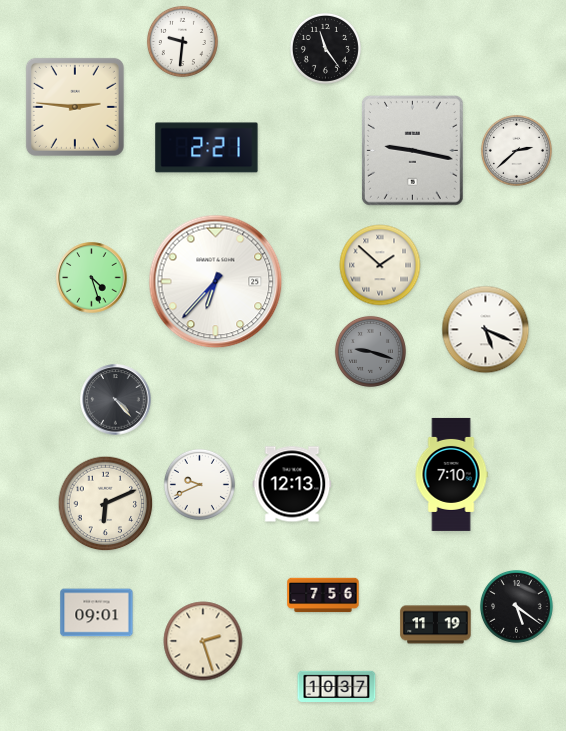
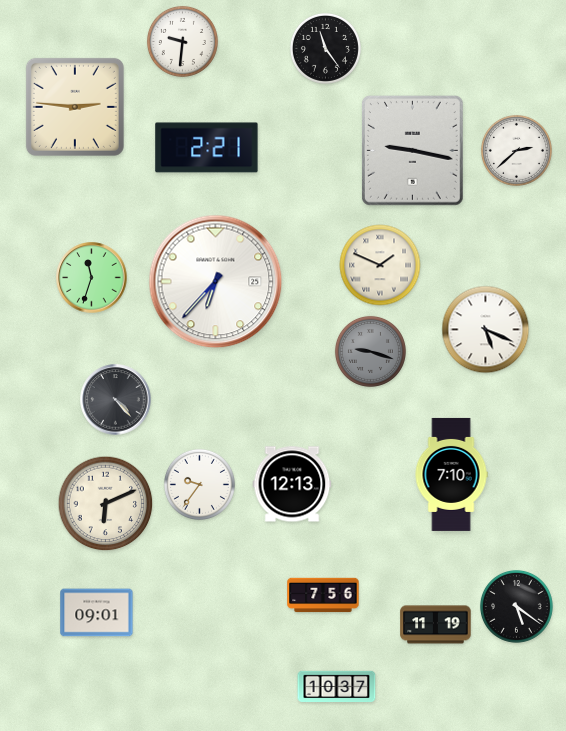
clock at (380, 265): 1:52 -> 1:49
clock at (92, 278): 4:27 -> 11:33
clock at (199, 484): 9:41 -> 9:36
clock at (203, 641): 2:27 -> none
